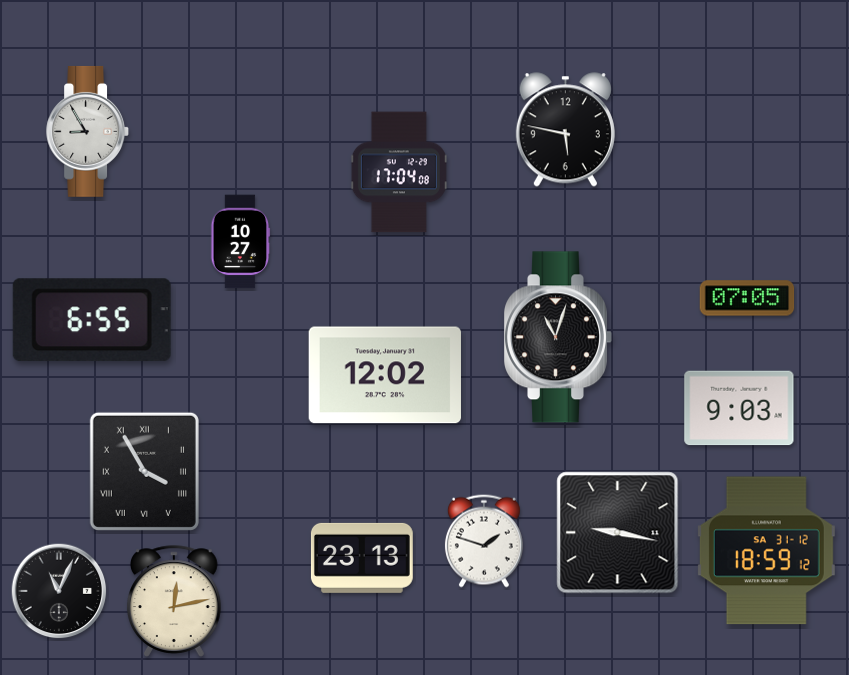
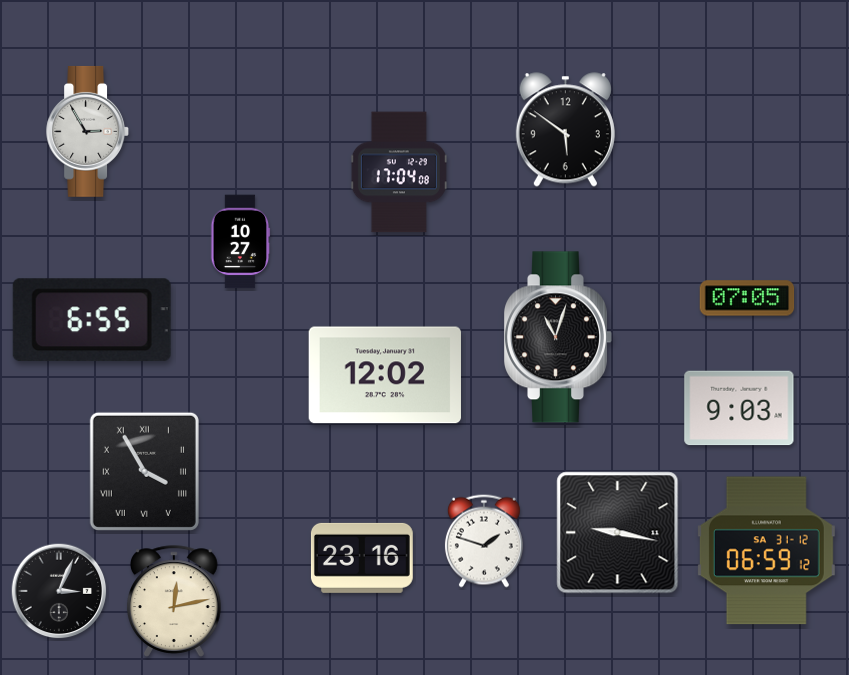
clock at (565, 130): 5:47 -> 5:51
clock at (87, 131): 8:55 -> 2:55
clock at (766, 551): 18:59 -> 06:59
clock at (362, 558): 23:13 -> 23:16
clock at (59, 591): 11:04 -> 3:04
